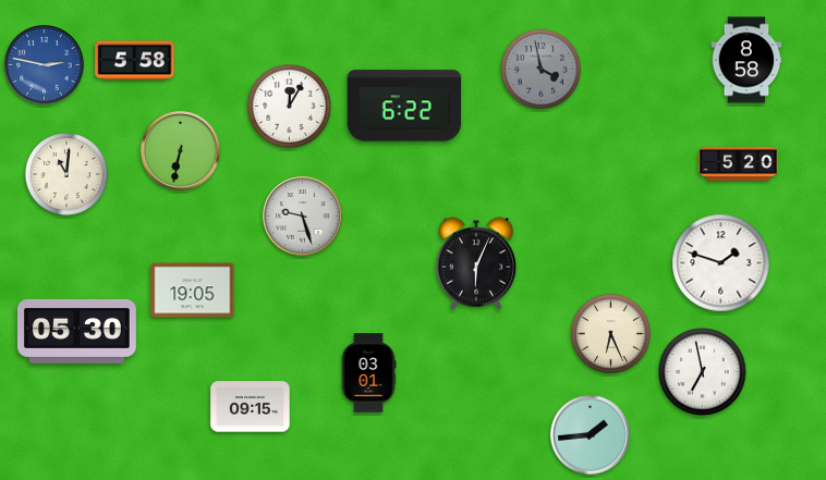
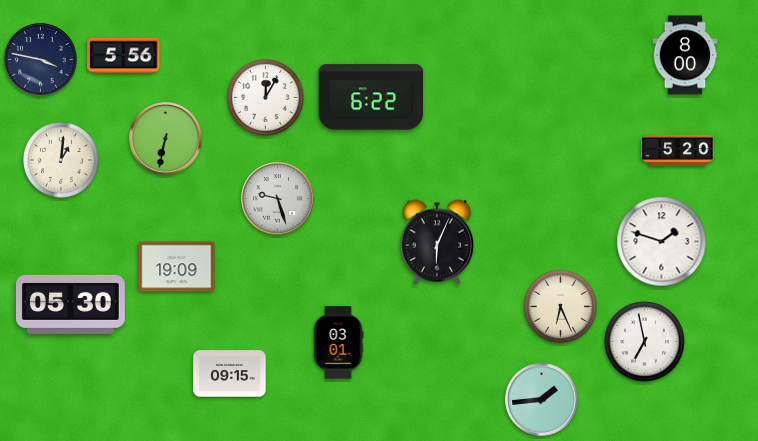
clock at (746, 60): 8:58 -> 8:00
clock at (135, 61): 5:58 -> 5:56
clock at (45, 65): 2:47 -> 3:47
clock at (45, 65) dial: blue -> navy
clock at (540, 69): 3:58 -> none
clock at (66, 174): 11:01 -> 1:01
clock at (193, 291): 19:05 -> 19:09
